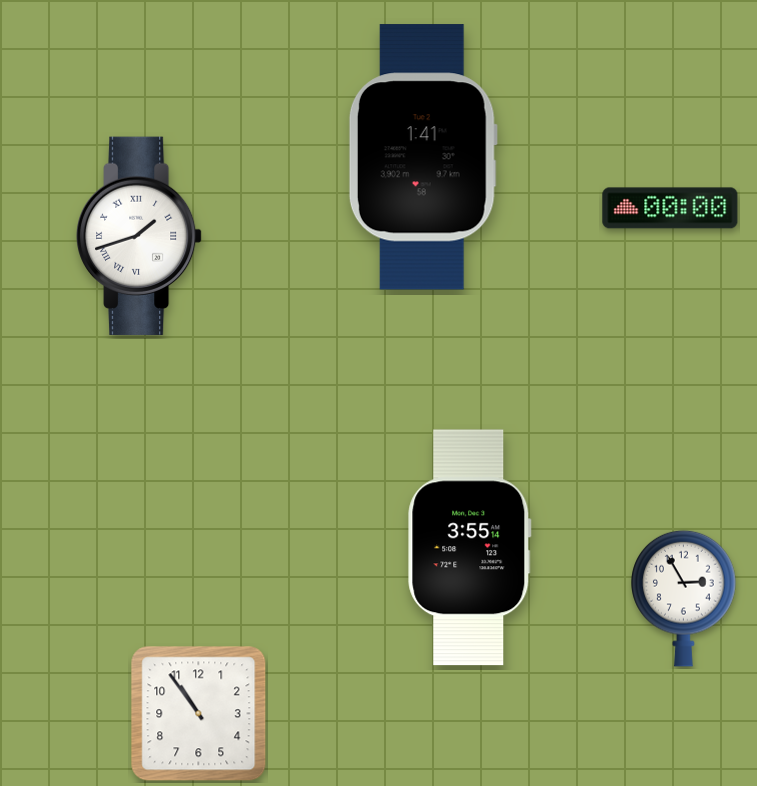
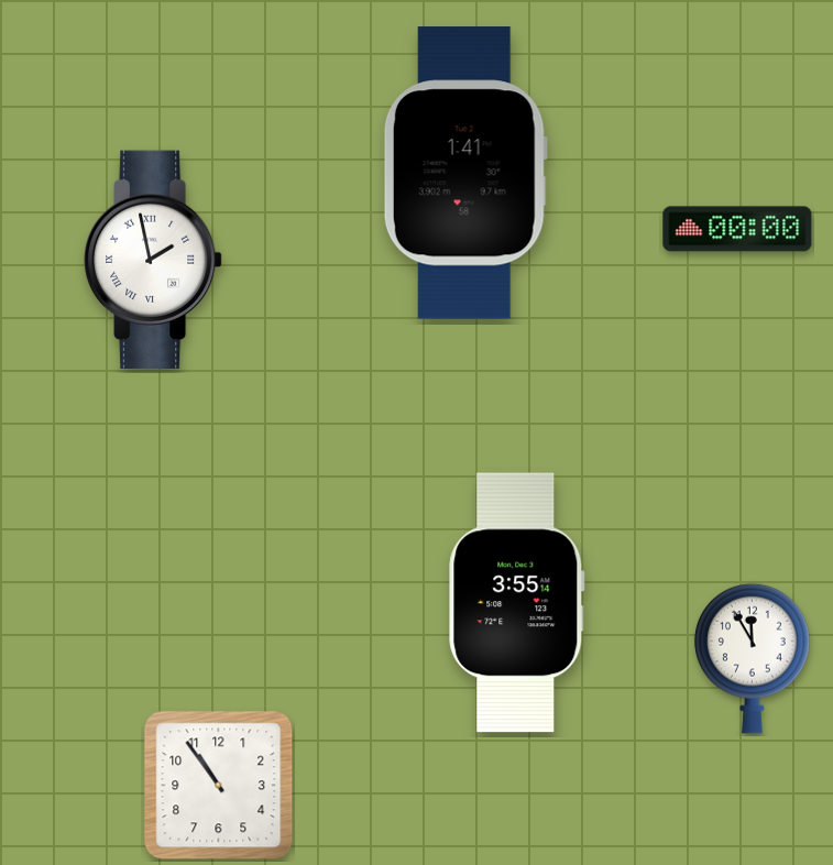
clock at (140, 236): 1:42 -> 1:58
clock at (684, 598): 2:55 -> 11:55
